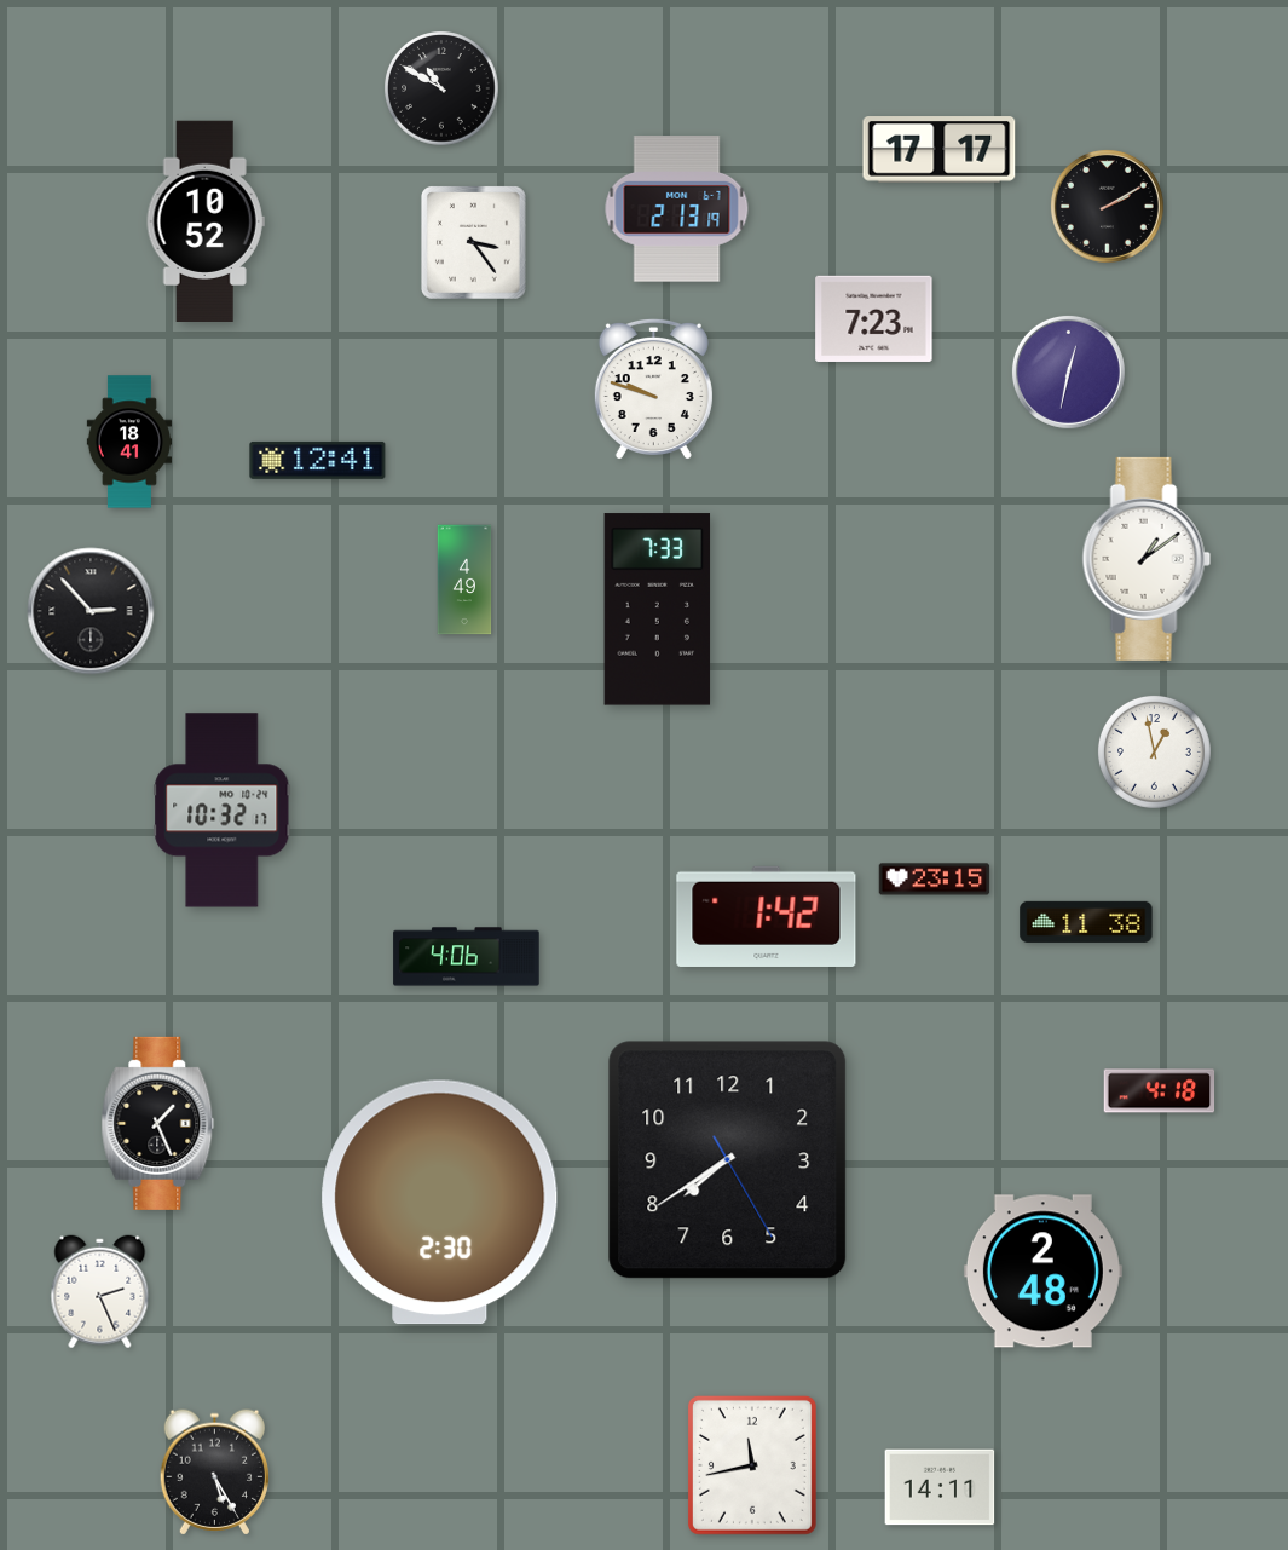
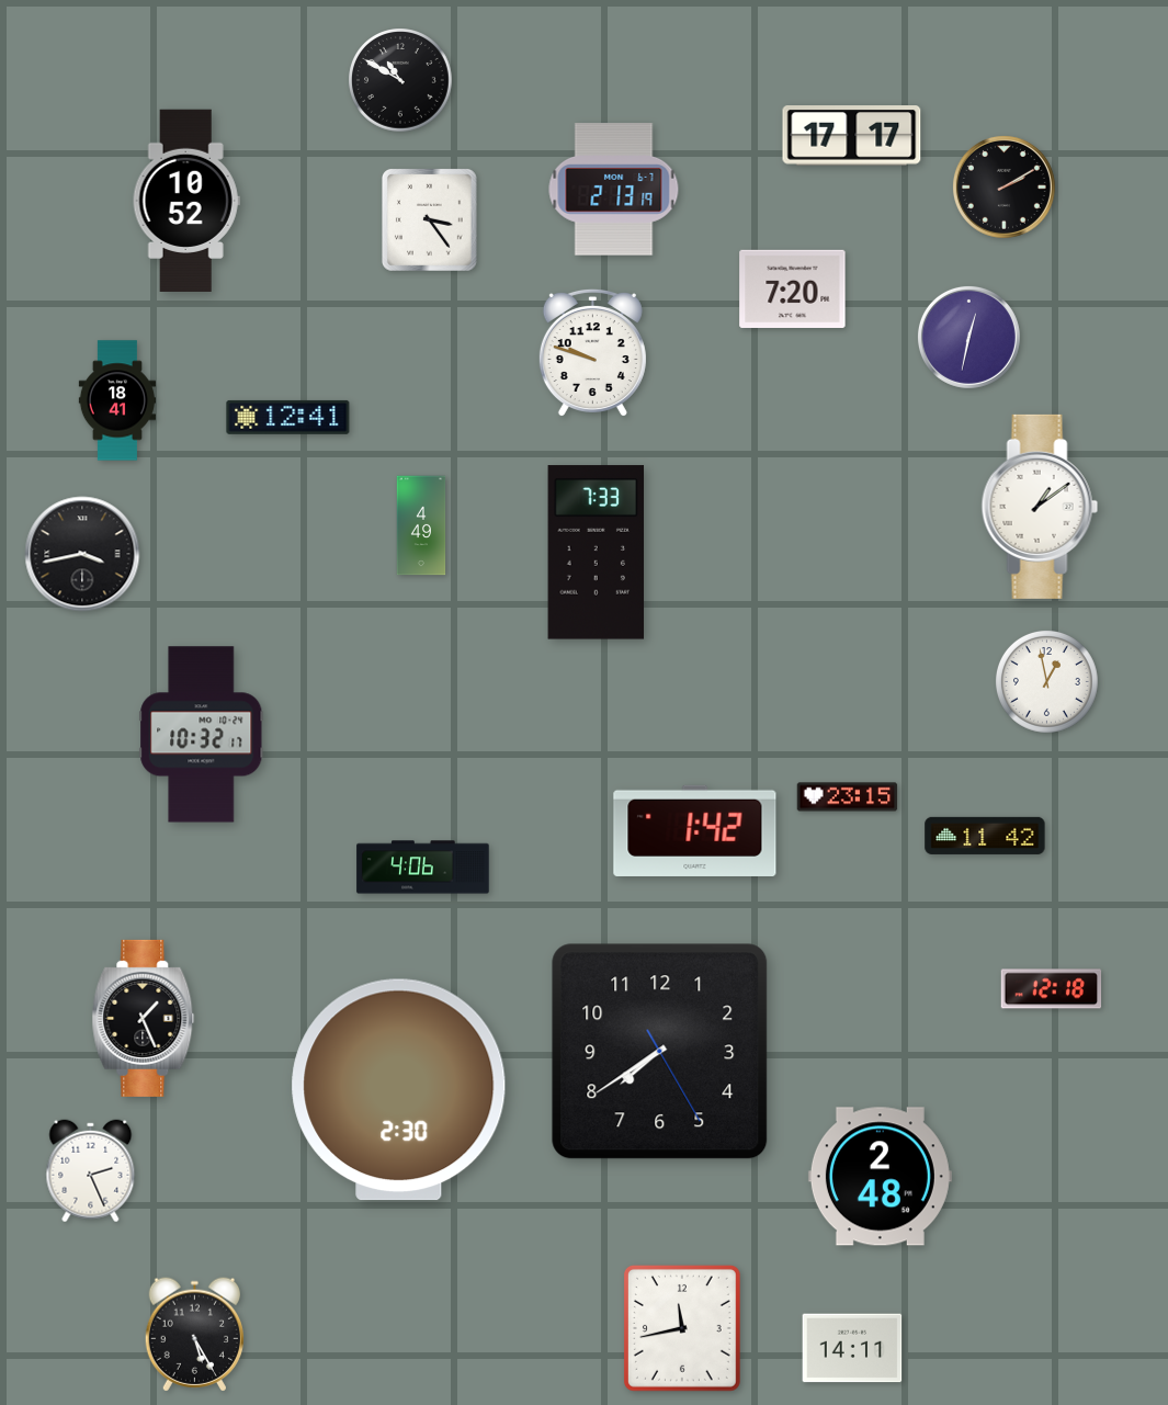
clock at (874, 318): 7:23 -> 7:20
clock at (91, 611): 2:53 -> 3:43
clock at (1086, 922): 11:38 -> 11:42
clock at (1160, 1091): 4:18 -> 12:18
clock at (1042, 1272) position: (1042, 1272) -> (880, 1177)
